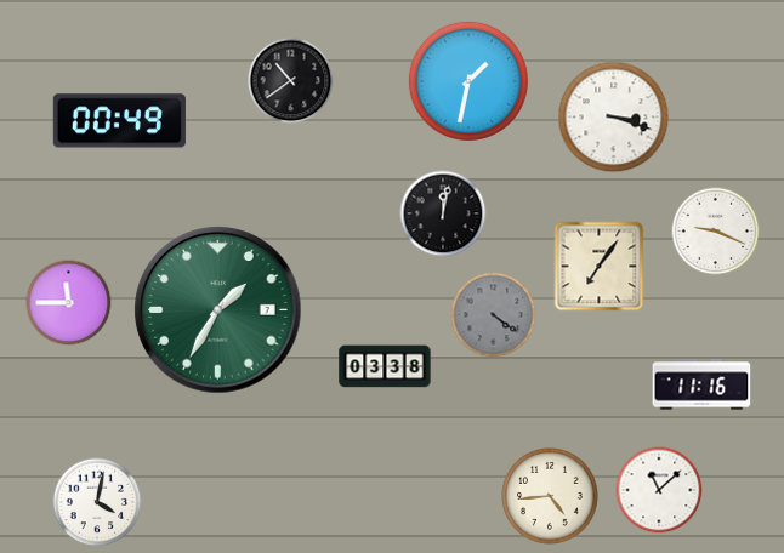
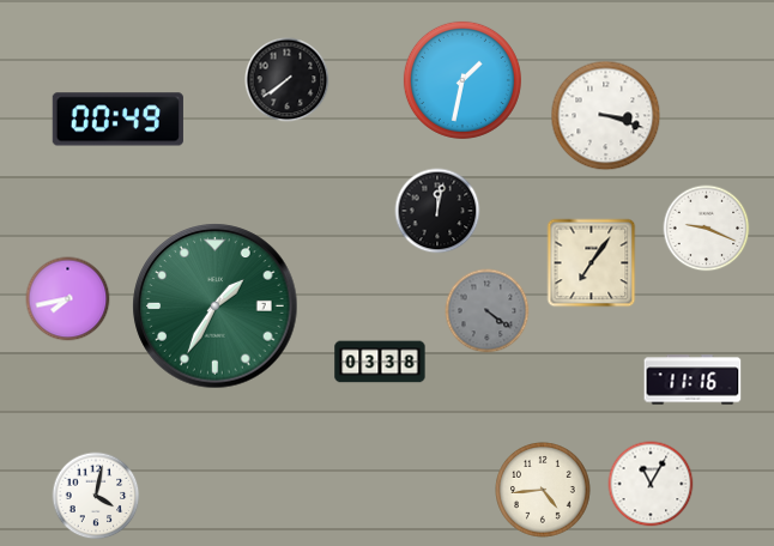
clock at (291, 81): 10:39 -> 7:39
clock at (69, 303): 11:45 -> 7:43
clock at (659, 490): 11:08 -> 11:05
